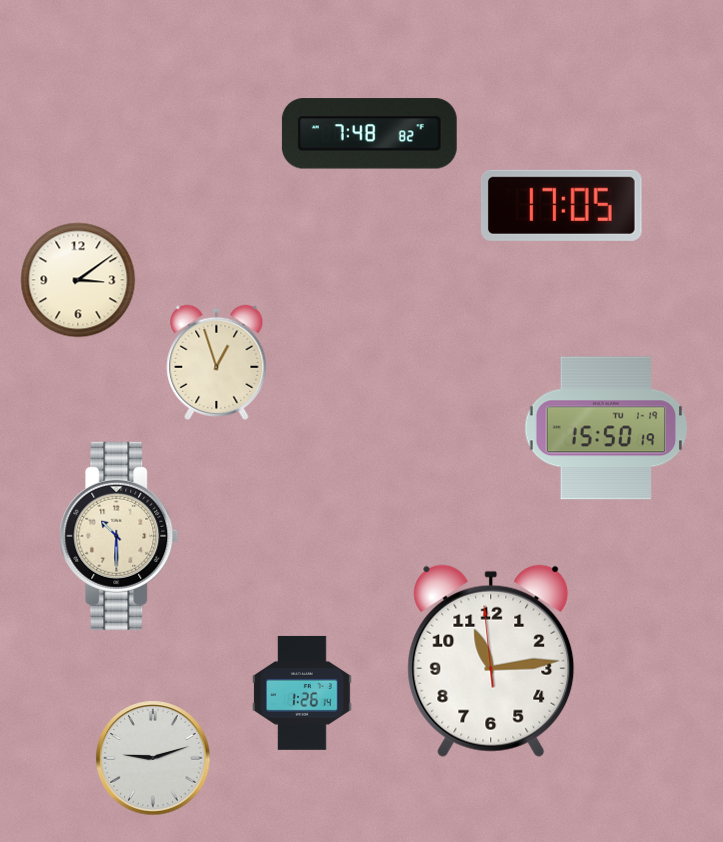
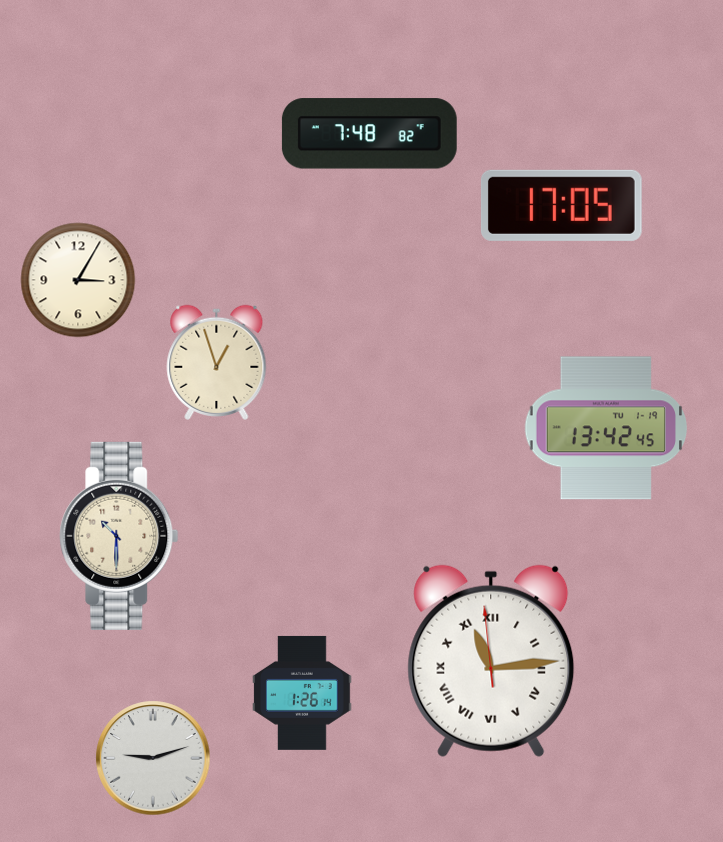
clock at (78, 280): 3:09 -> 3:05
clock at (606, 428): 15:50 -> 13:42
clock at (491, 661) numerals: Arabic -> Roman
